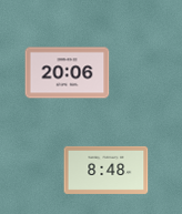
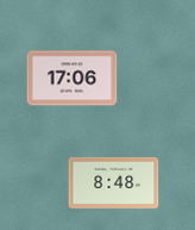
clock at (68, 73): 20:06 -> 17:06
